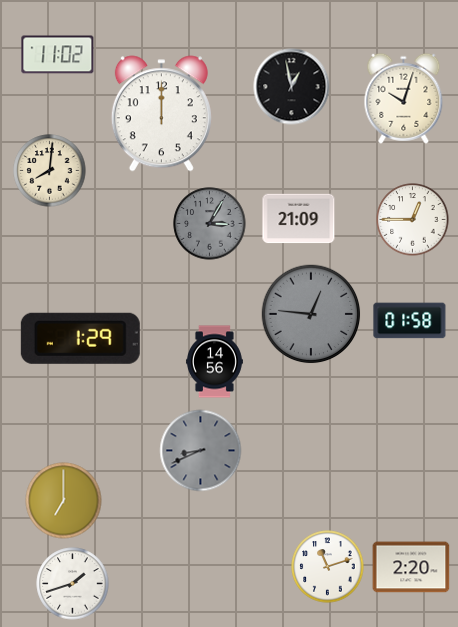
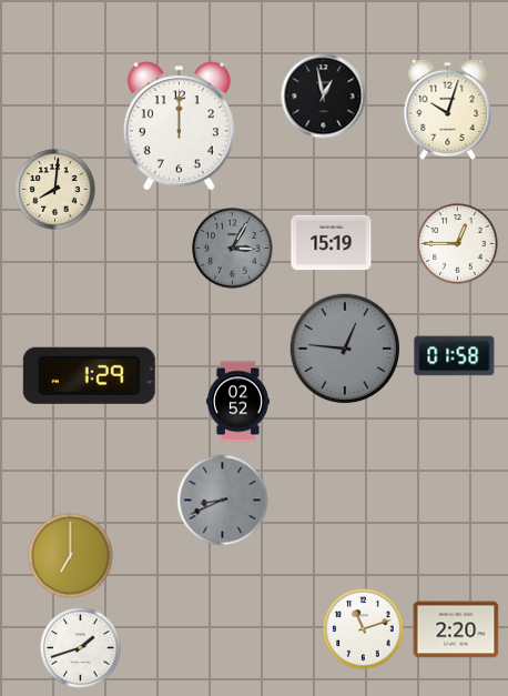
clock at (58, 55): 11:02 -> none
clock at (299, 219): 21:09 -> 15:19
clock at (214, 362): 14:56 -> 02:52
